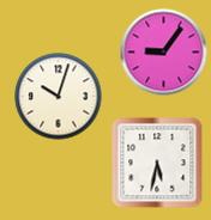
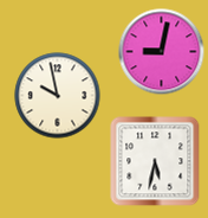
clock at (164, 53): 9:06 -> 9:02
clock at (59, 97): 10:03 -> 9:58
